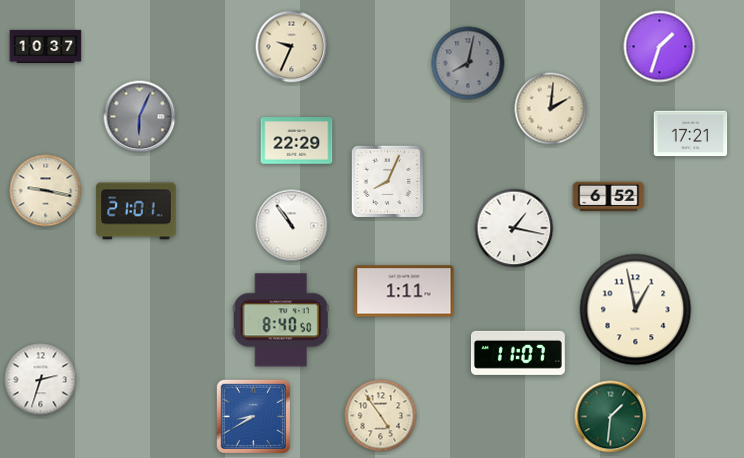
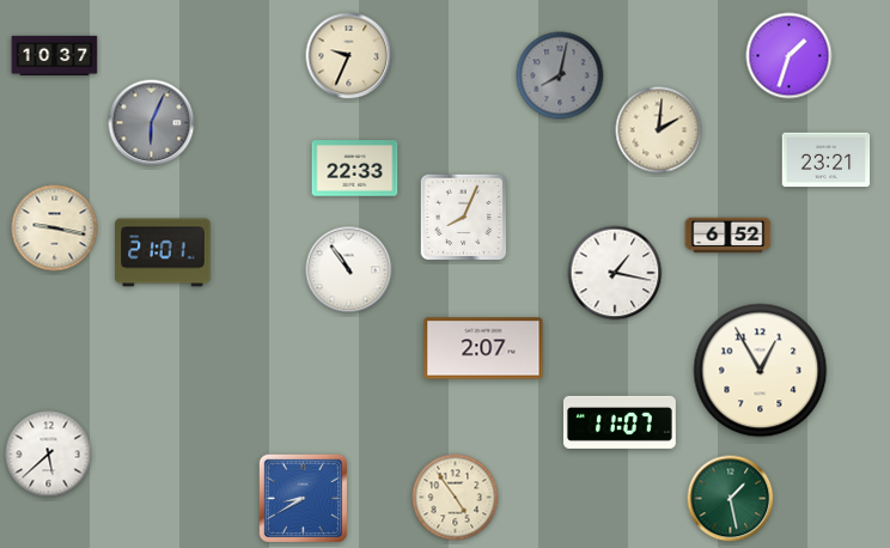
clock at (140, 117) position: (140, 117) -> (152, 123)
clock at (691, 134): 17:21 -> 23:21
clock at (297, 141): 22:29 -> 22:33
clock at (404, 291): 1:11 -> 2:07
clock at (636, 310): 12:58 -> 12:55
clock at (281, 320): 8:40 -> none
clock at (41, 380): 2:33 -> 5:38
clock at (611, 417): 1:31 -> 1:28
